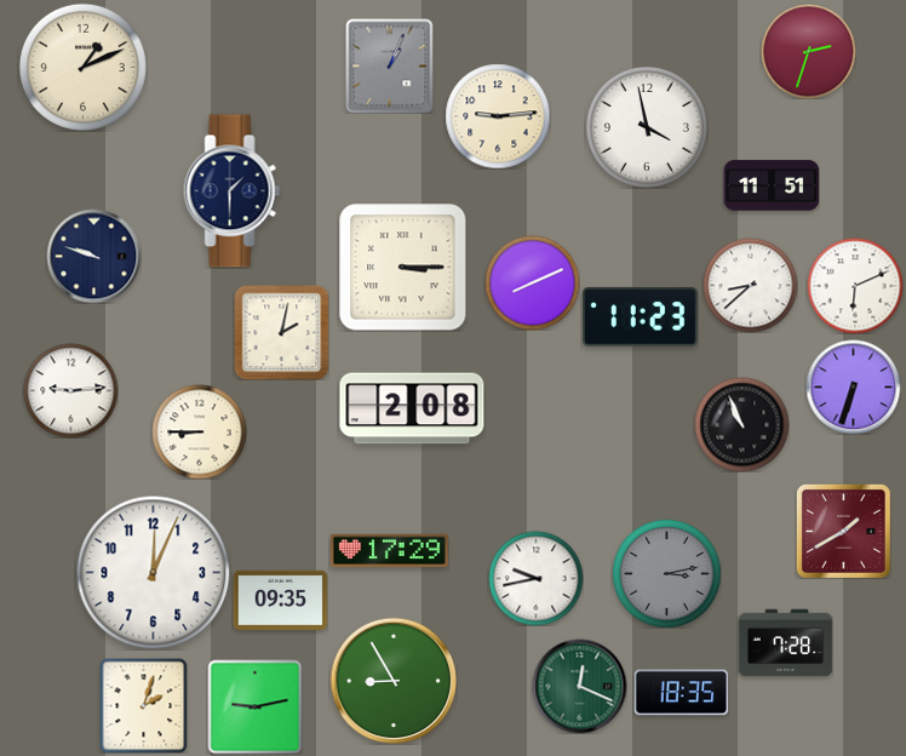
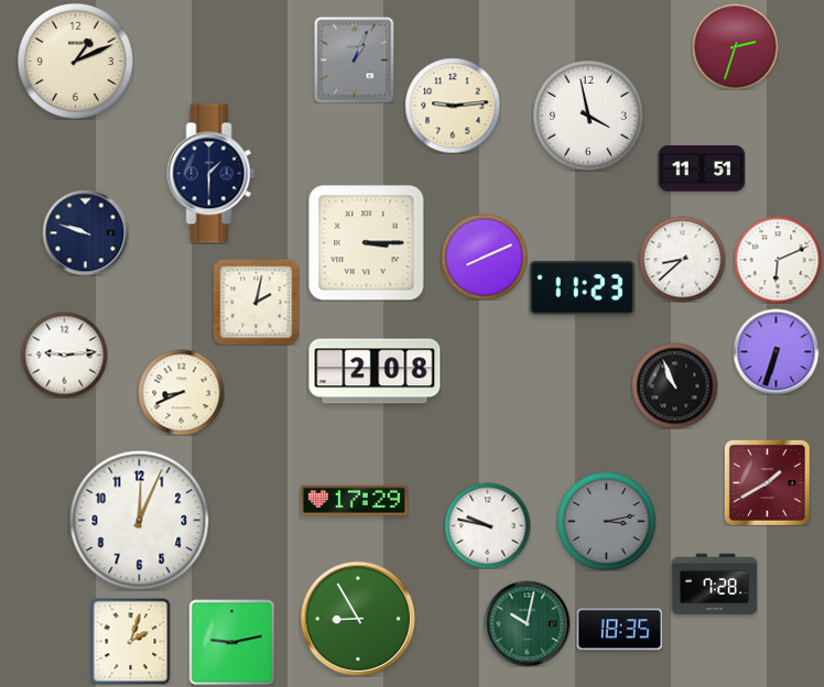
clock at (199, 431): 8:45 -> 8:41
clock at (535, 578): 9:43 -> 9:47
clock at (280, 600): 09:35 -> none
clock at (579, 686): 12:19 -> 10:02
